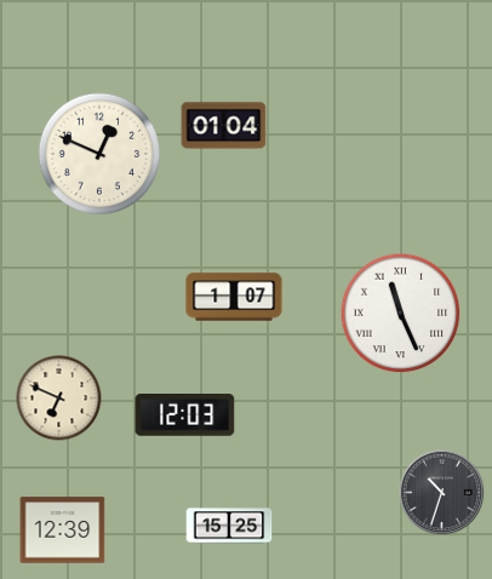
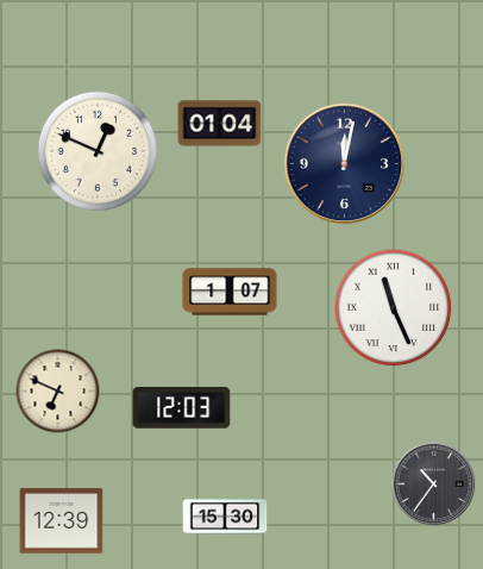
clock at (345, 164): none -> 12:02
clock at (442, 493): 10:33 -> 10:36
clock at (229, 526): 15:25 -> 15:30
